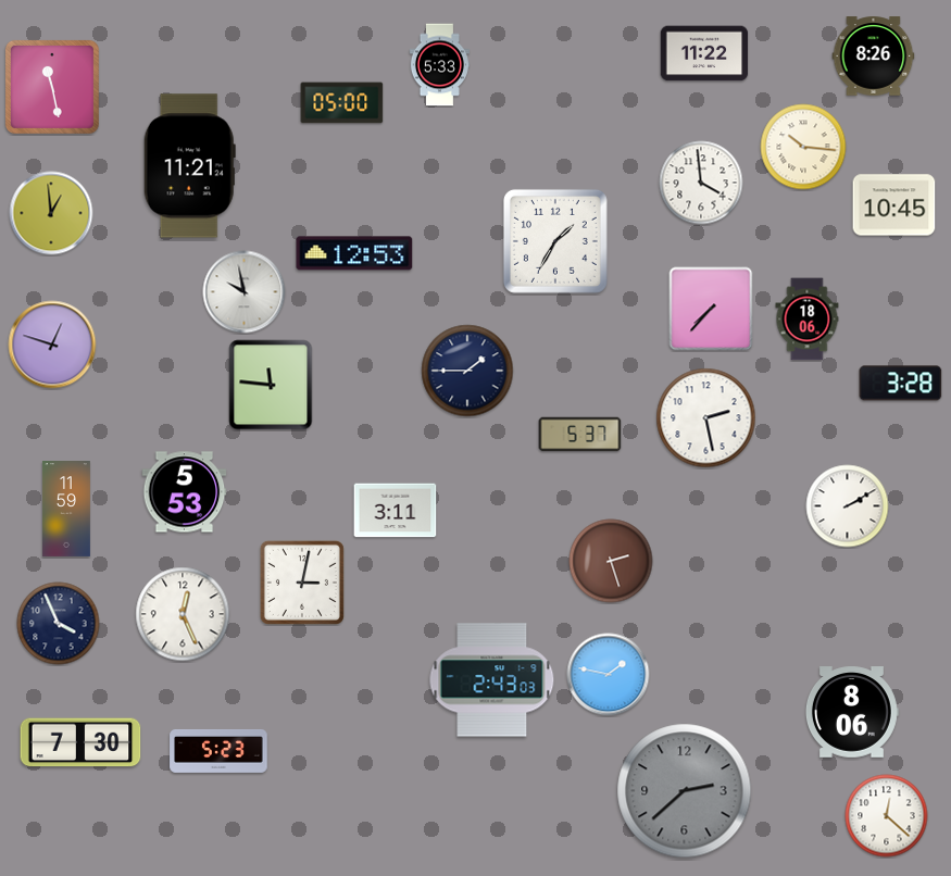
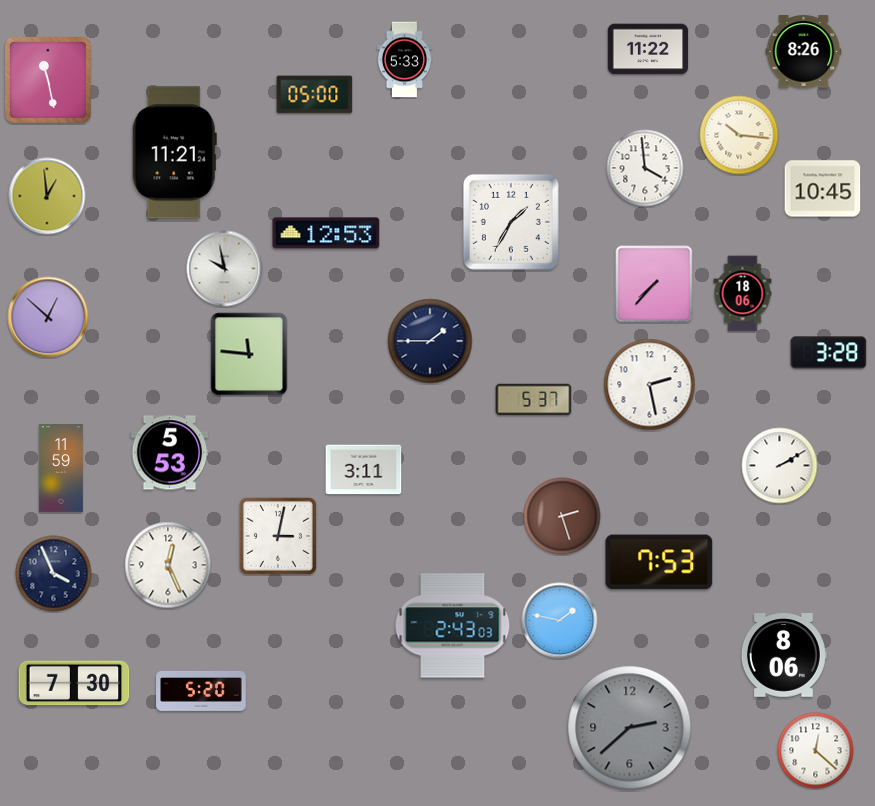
clock at (52, 345): 12:48 -> 12:52
clock at (659, 562): none -> 7:53
clock at (218, 751): 5:23 -> 5:20
